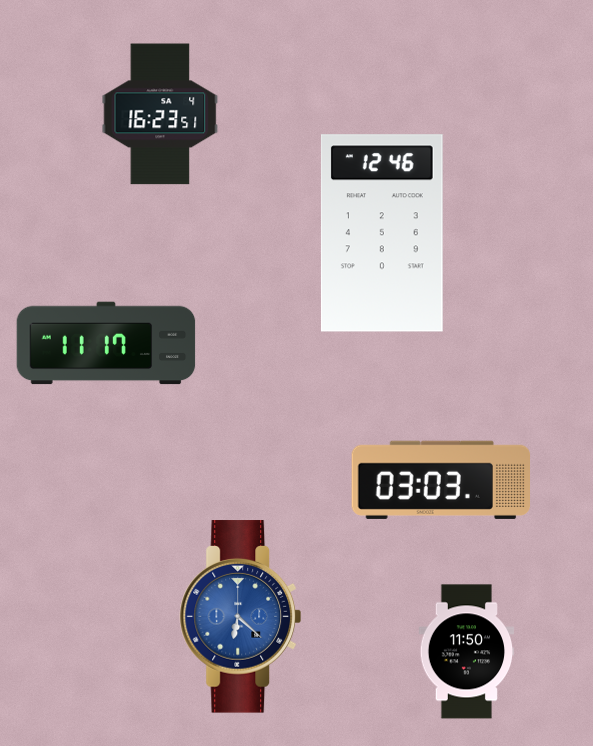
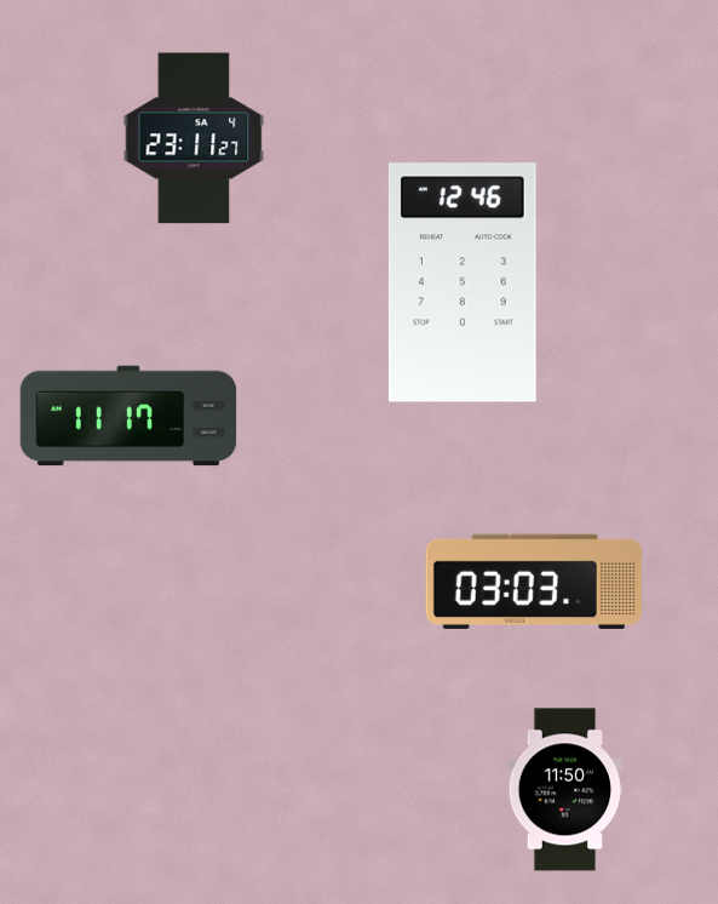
clock at (160, 114): 16:23 -> 23:11
clock at (241, 617): 6:22 -> none
